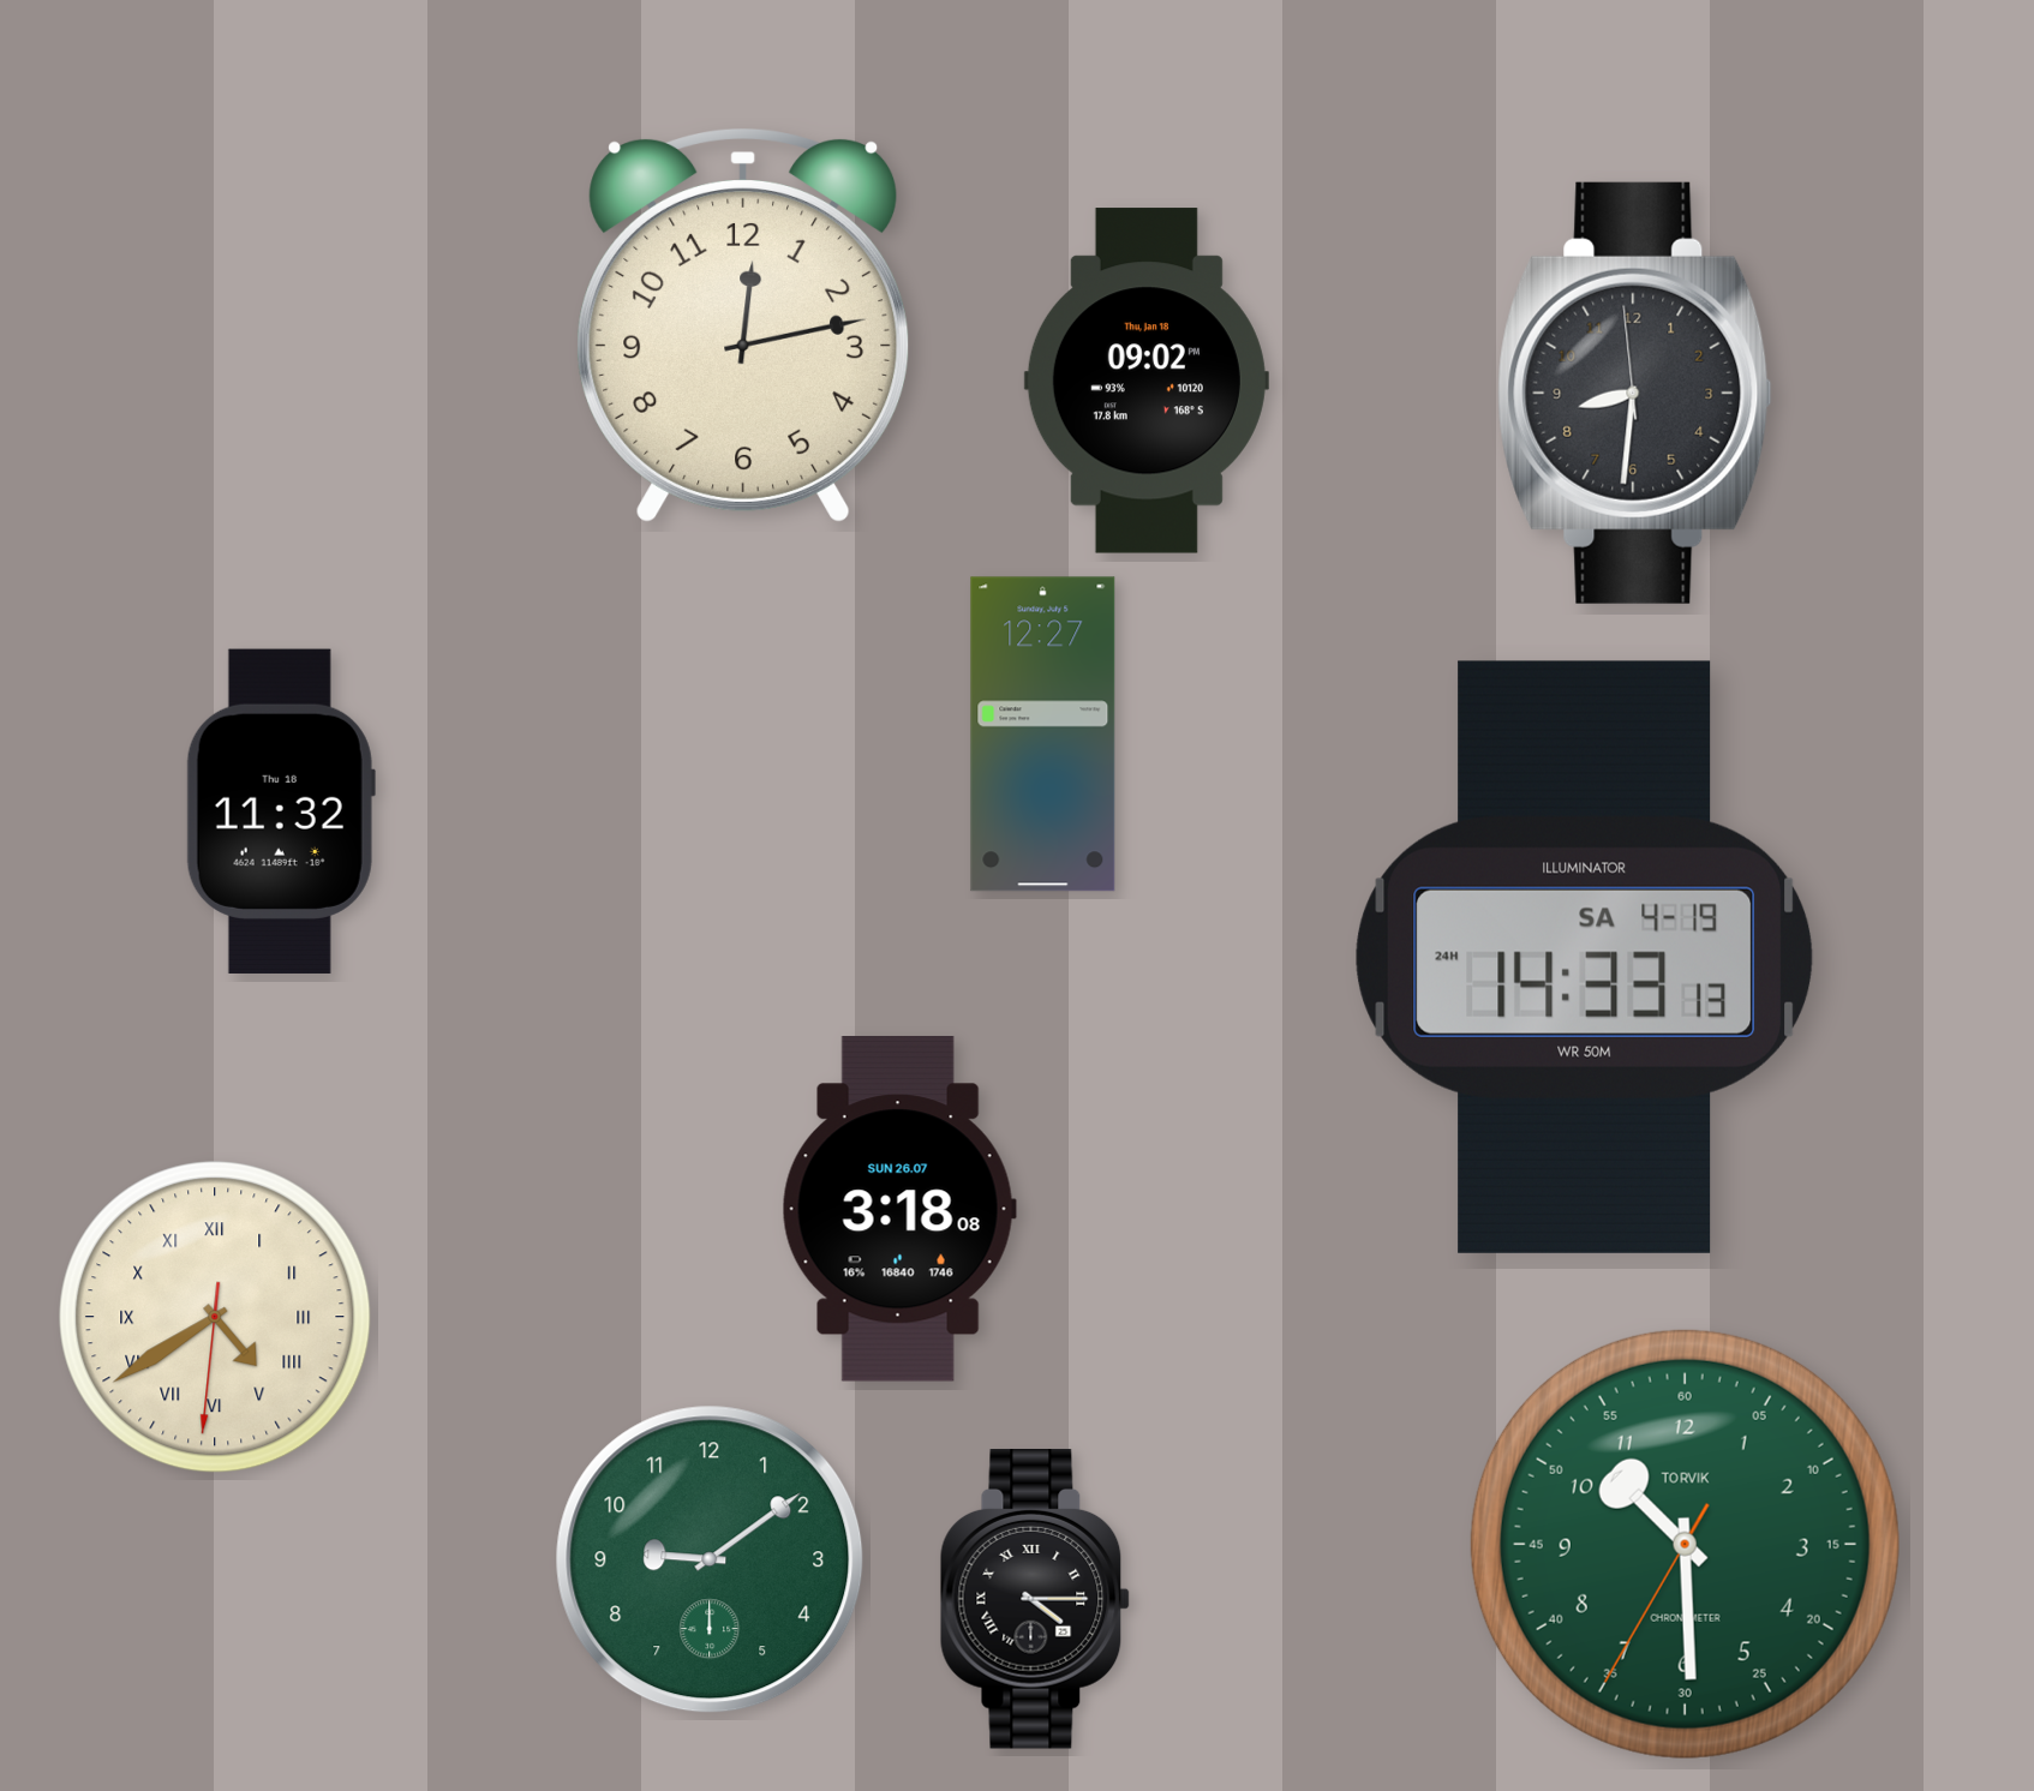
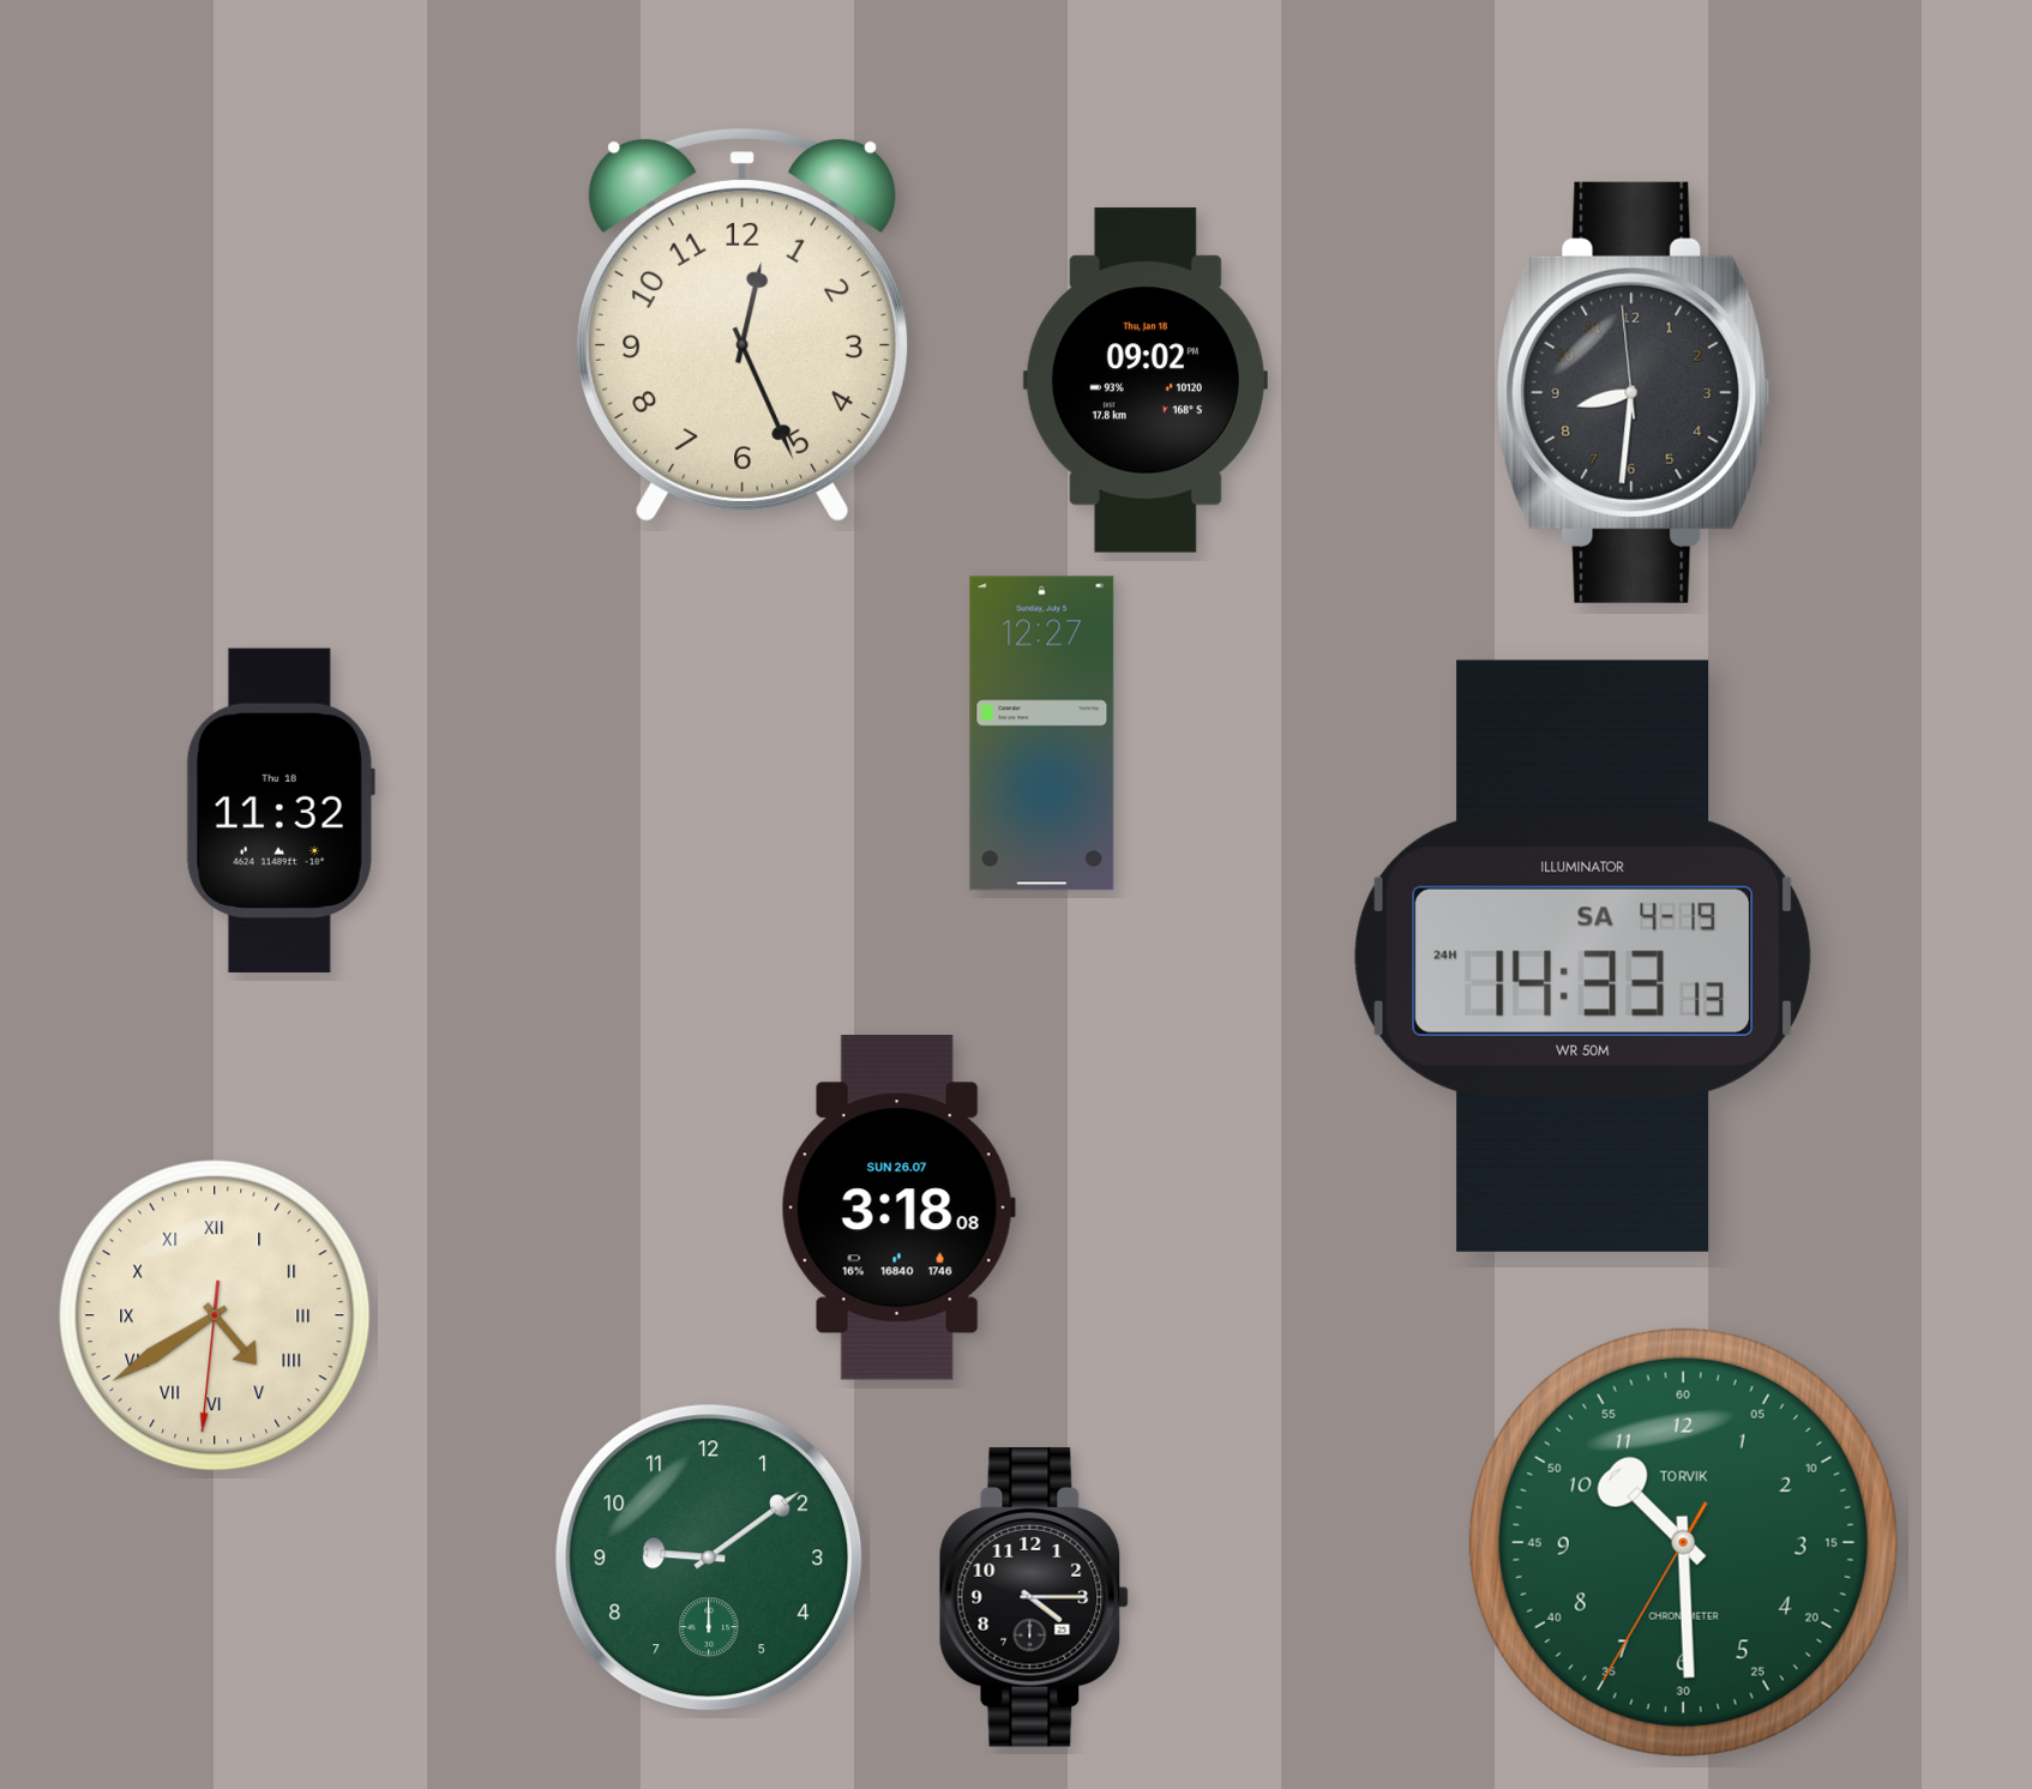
clock at (743, 325): 12:13 -> 12:26
clock at (1035, 1600) numerals: Roman -> Arabic
